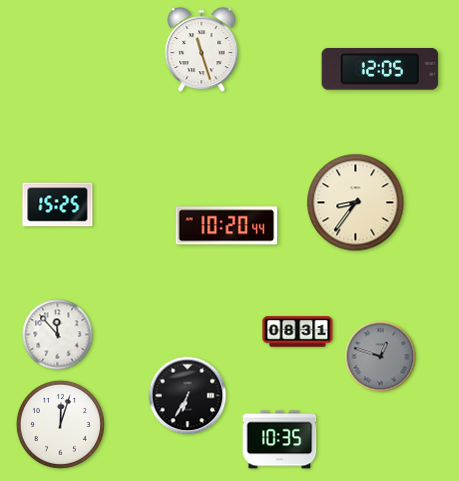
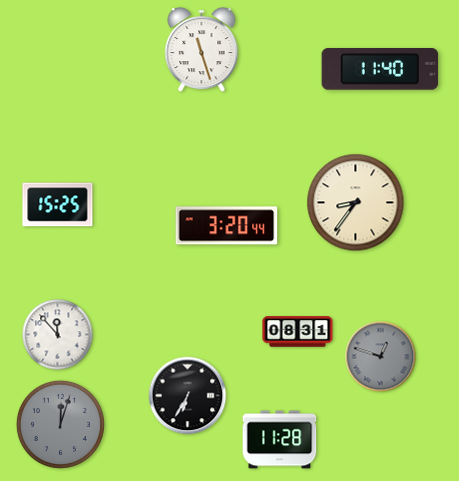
clock at (380, 70): 12:05 -> 11:40
clock at (227, 226): 10:20 -> 3:20
clock at (60, 424) dial: white -> grey
clock at (280, 440): 10:35 -> 11:28
